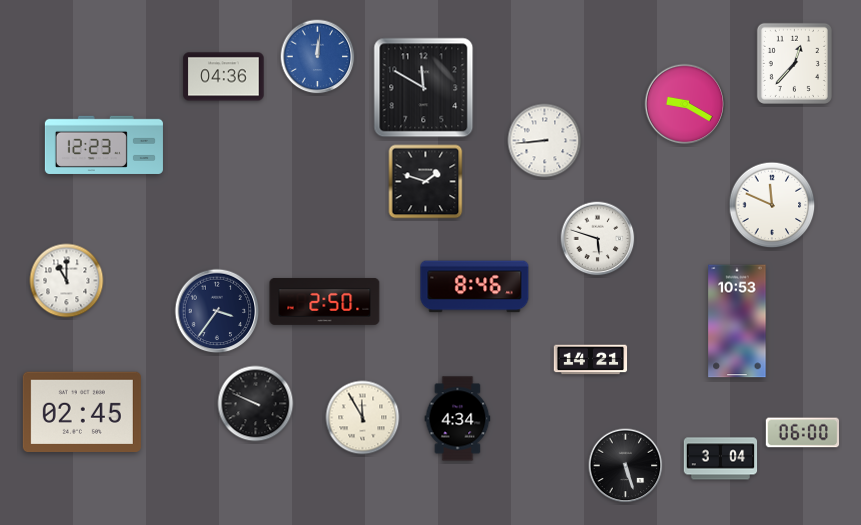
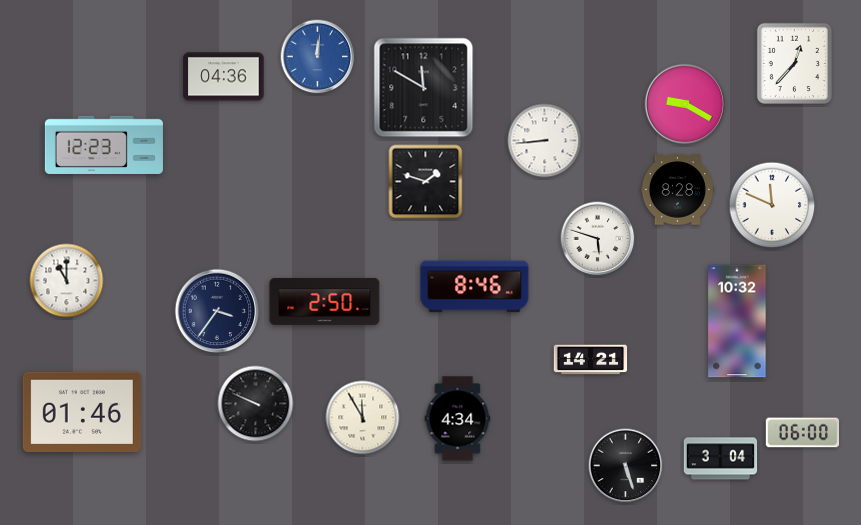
clock at (678, 190): none -> 8:28
clock at (737, 321): 10:53 -> 10:32
clock at (82, 411): 02:45 -> 01:46
